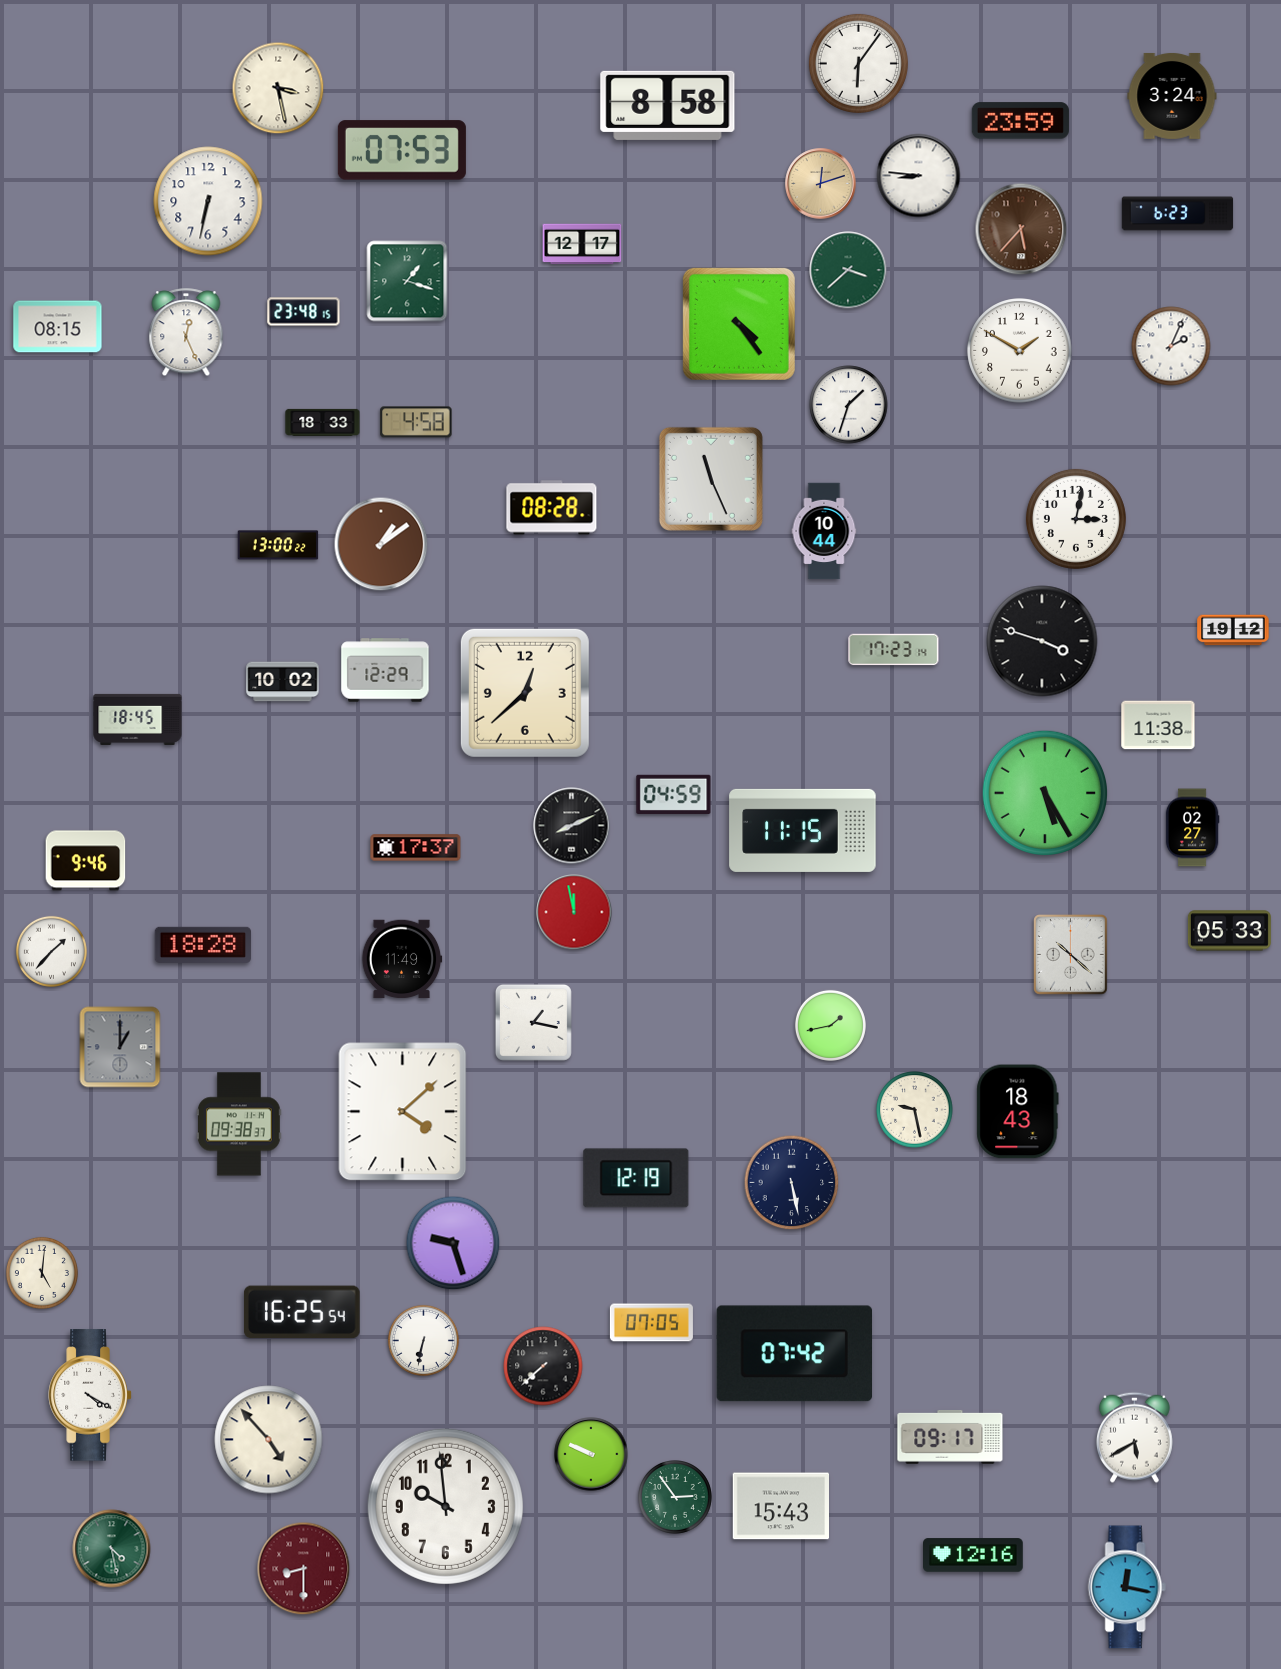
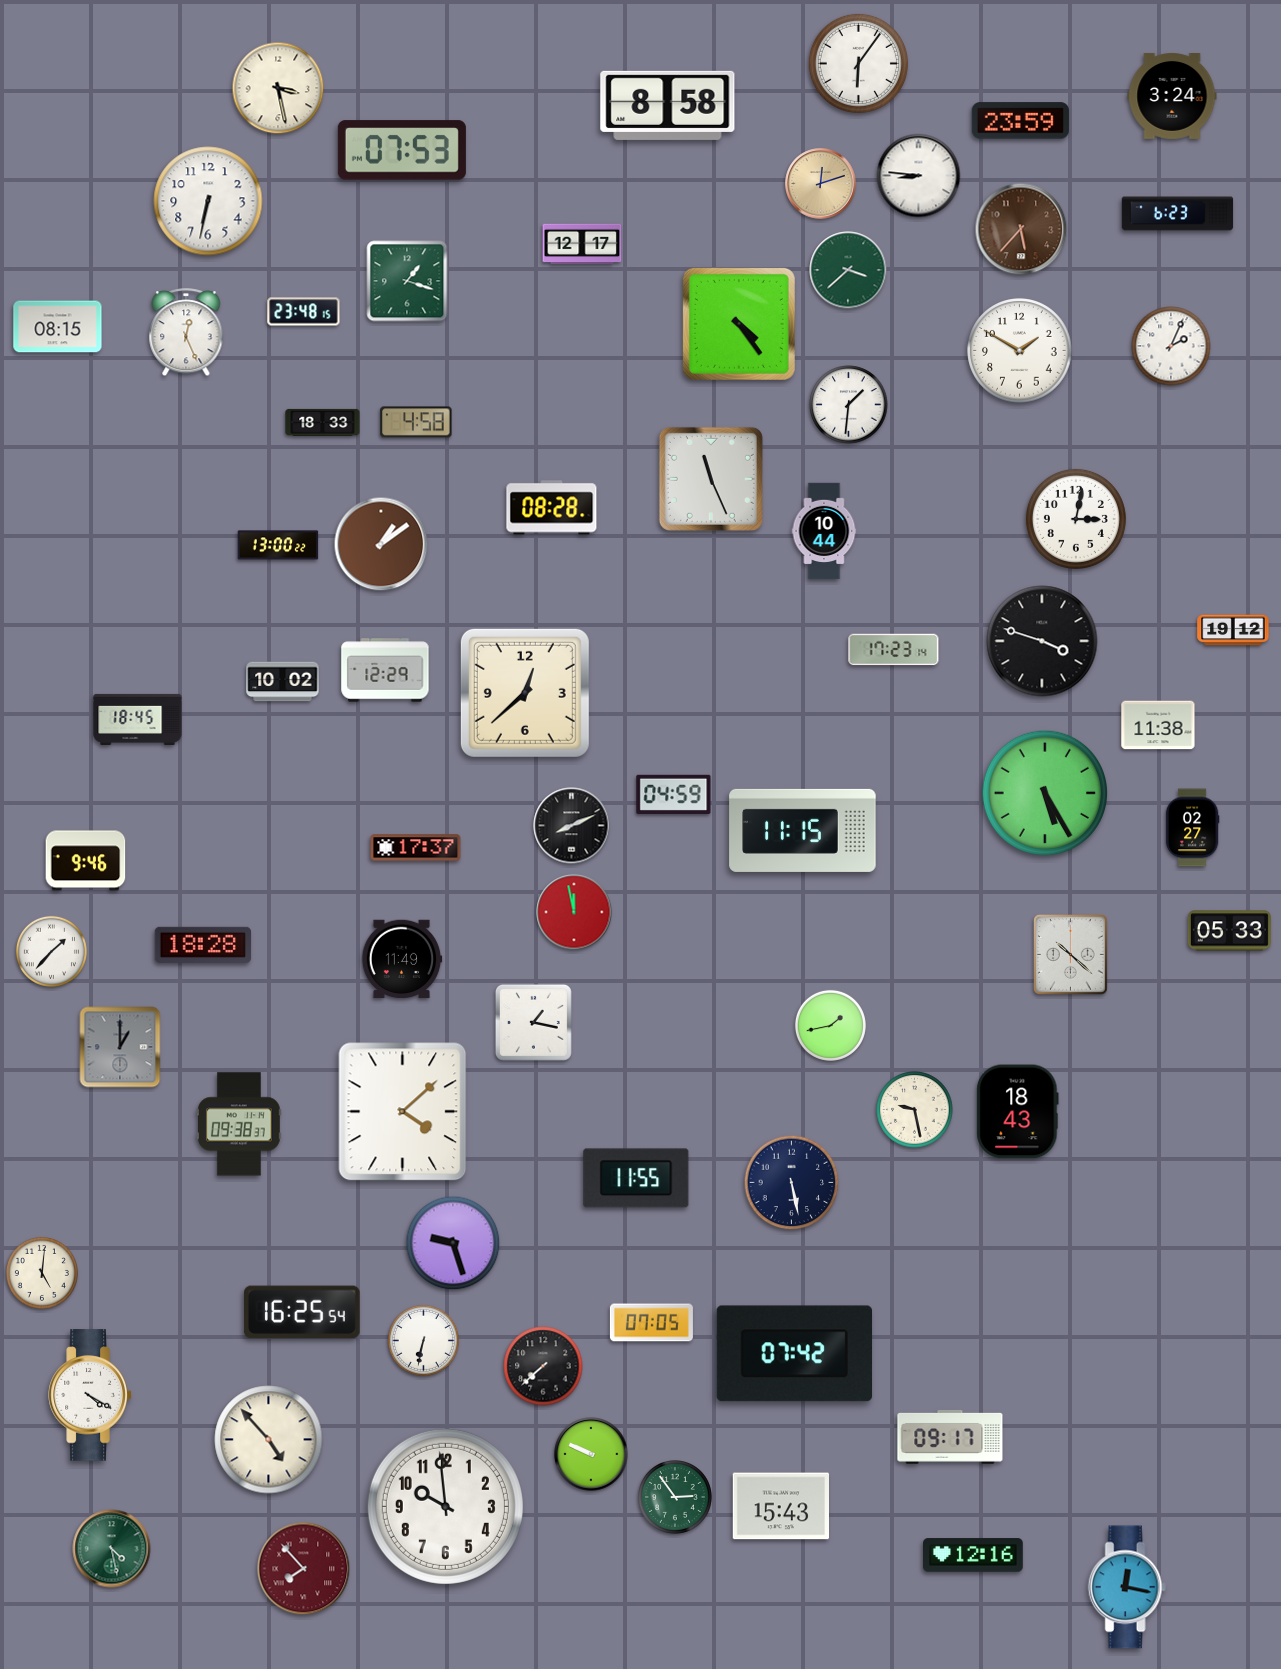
clock at (849, 405): 1:33 -> 1:31
clock at (636, 1178): 12:19 -> 11:55
clock at (1134, 1437): 5:40 -> none
clock at (304, 1569): 8:30 -> 7:53
